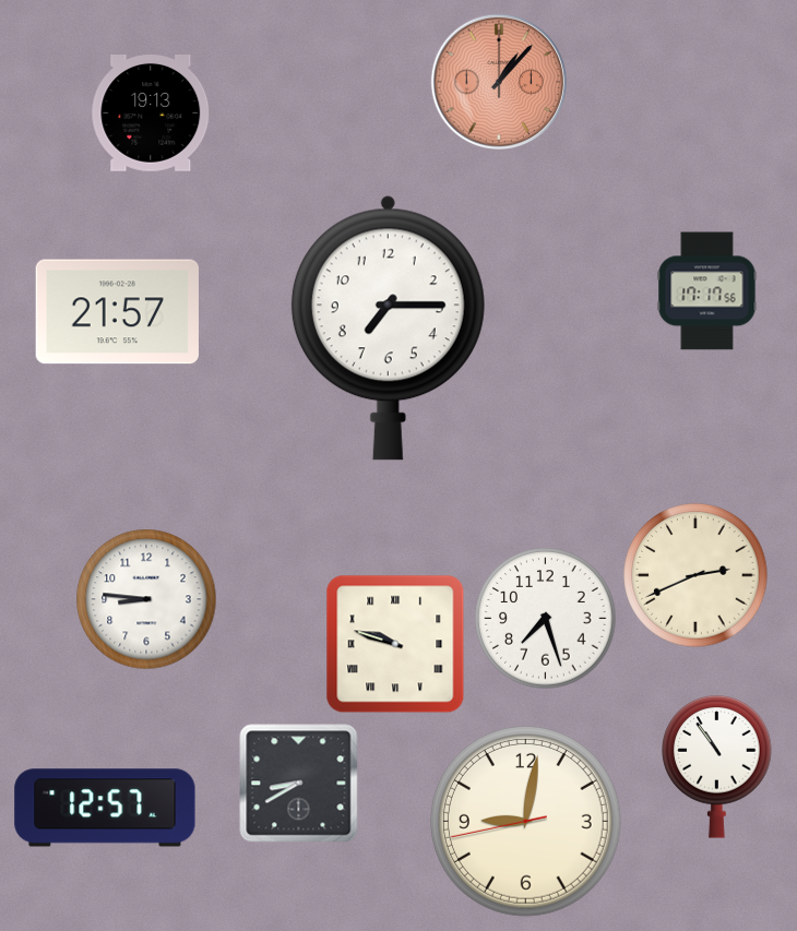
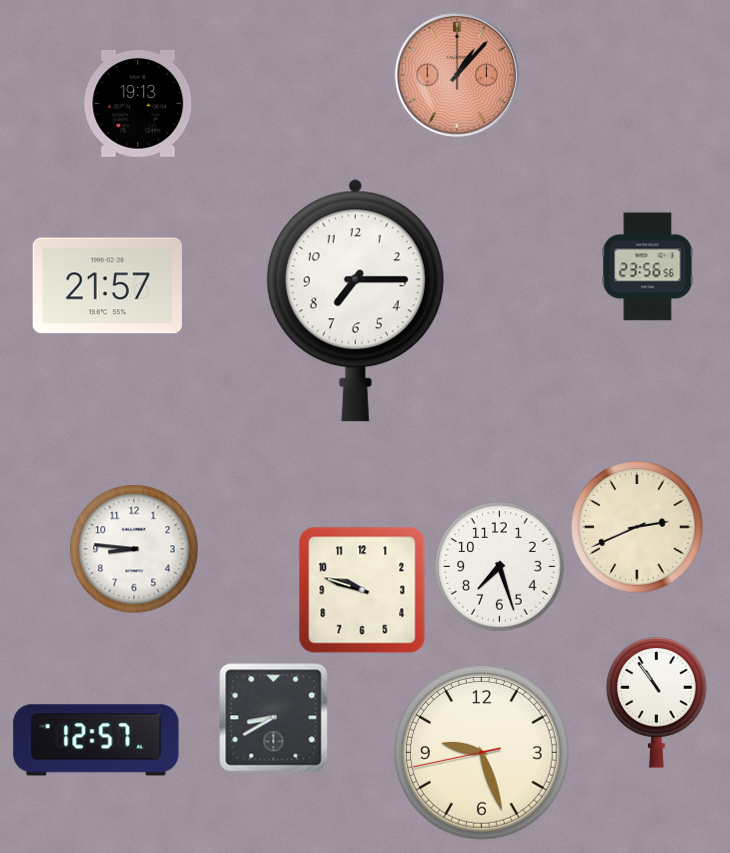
clock at (707, 291): 17:17 -> 23:56
clock at (395, 644) numerals: Roman -> Arabic
clock at (525, 821): 9:01 -> 9:26
